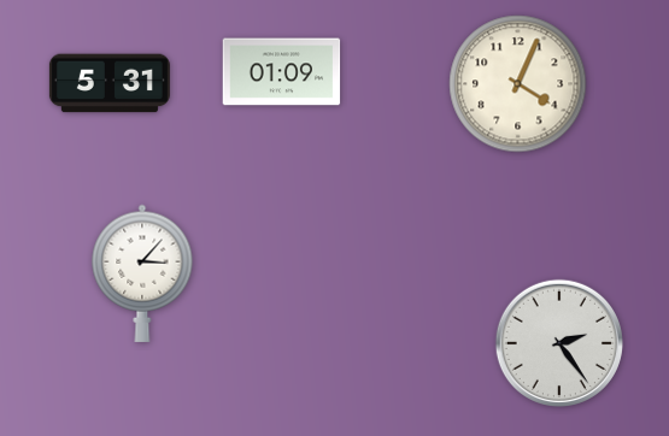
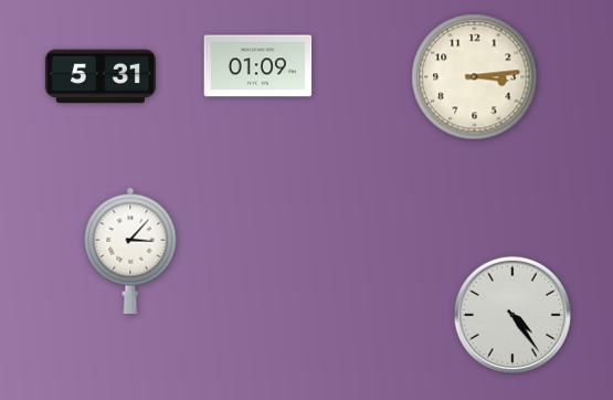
clock at (518, 84): 4:04 -> 3:14
clock at (559, 343): 2:24 -> 4:24
